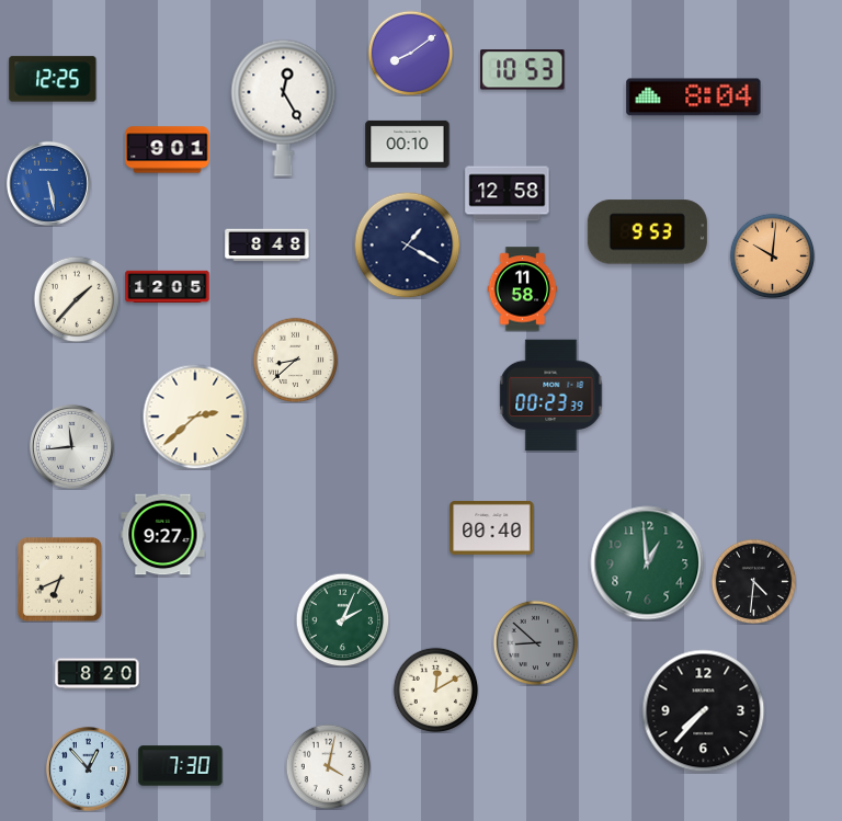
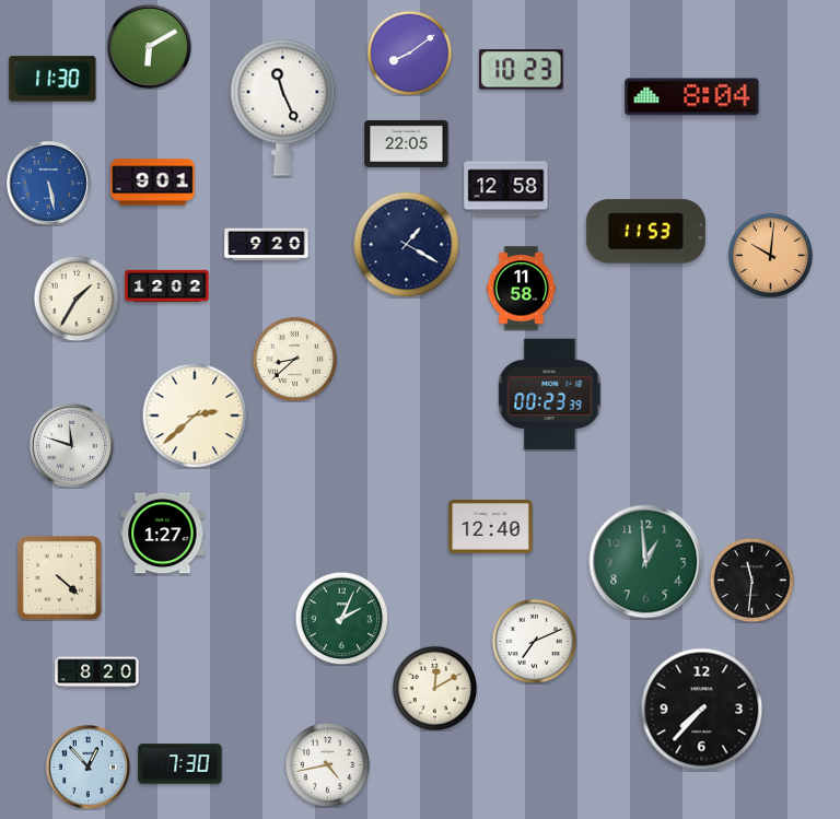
clock at (149, 46): none -> 6:10
clock at (523, 70): 10:53 -> 10:23
clock at (53, 79): 12:25 -> 11:30
clock at (284, 107): 12:25 -> 11:26
clock at (408, 144): 00:10 -> 22:05
clock at (168, 150) position: (168, 150) -> (153, 183)
clock at (508, 194) position: (508, 194) -> (506, 189)
clock at (647, 232): 9:53 -> 11:53
clock at (268, 246): 8:48 -> 9:20
clock at (168, 287): 12:05 -> 12:02
clock at (77, 299): 1:37 -> 1:35
clock at (71, 446): 11:44 -> 11:48
clock at (492, 527): 00:40 -> 12:40
clock at (163, 535): 9:27 -> 1:27
clock at (59, 579): 6:41 -> 4:22
clock at (753, 581): 4:31 -> 11:31
clock at (535, 642): 8:52 -> 7:11
clock at (535, 642) dial: grey -> white
clock at (328, 766): 4:02 -> 4:43
